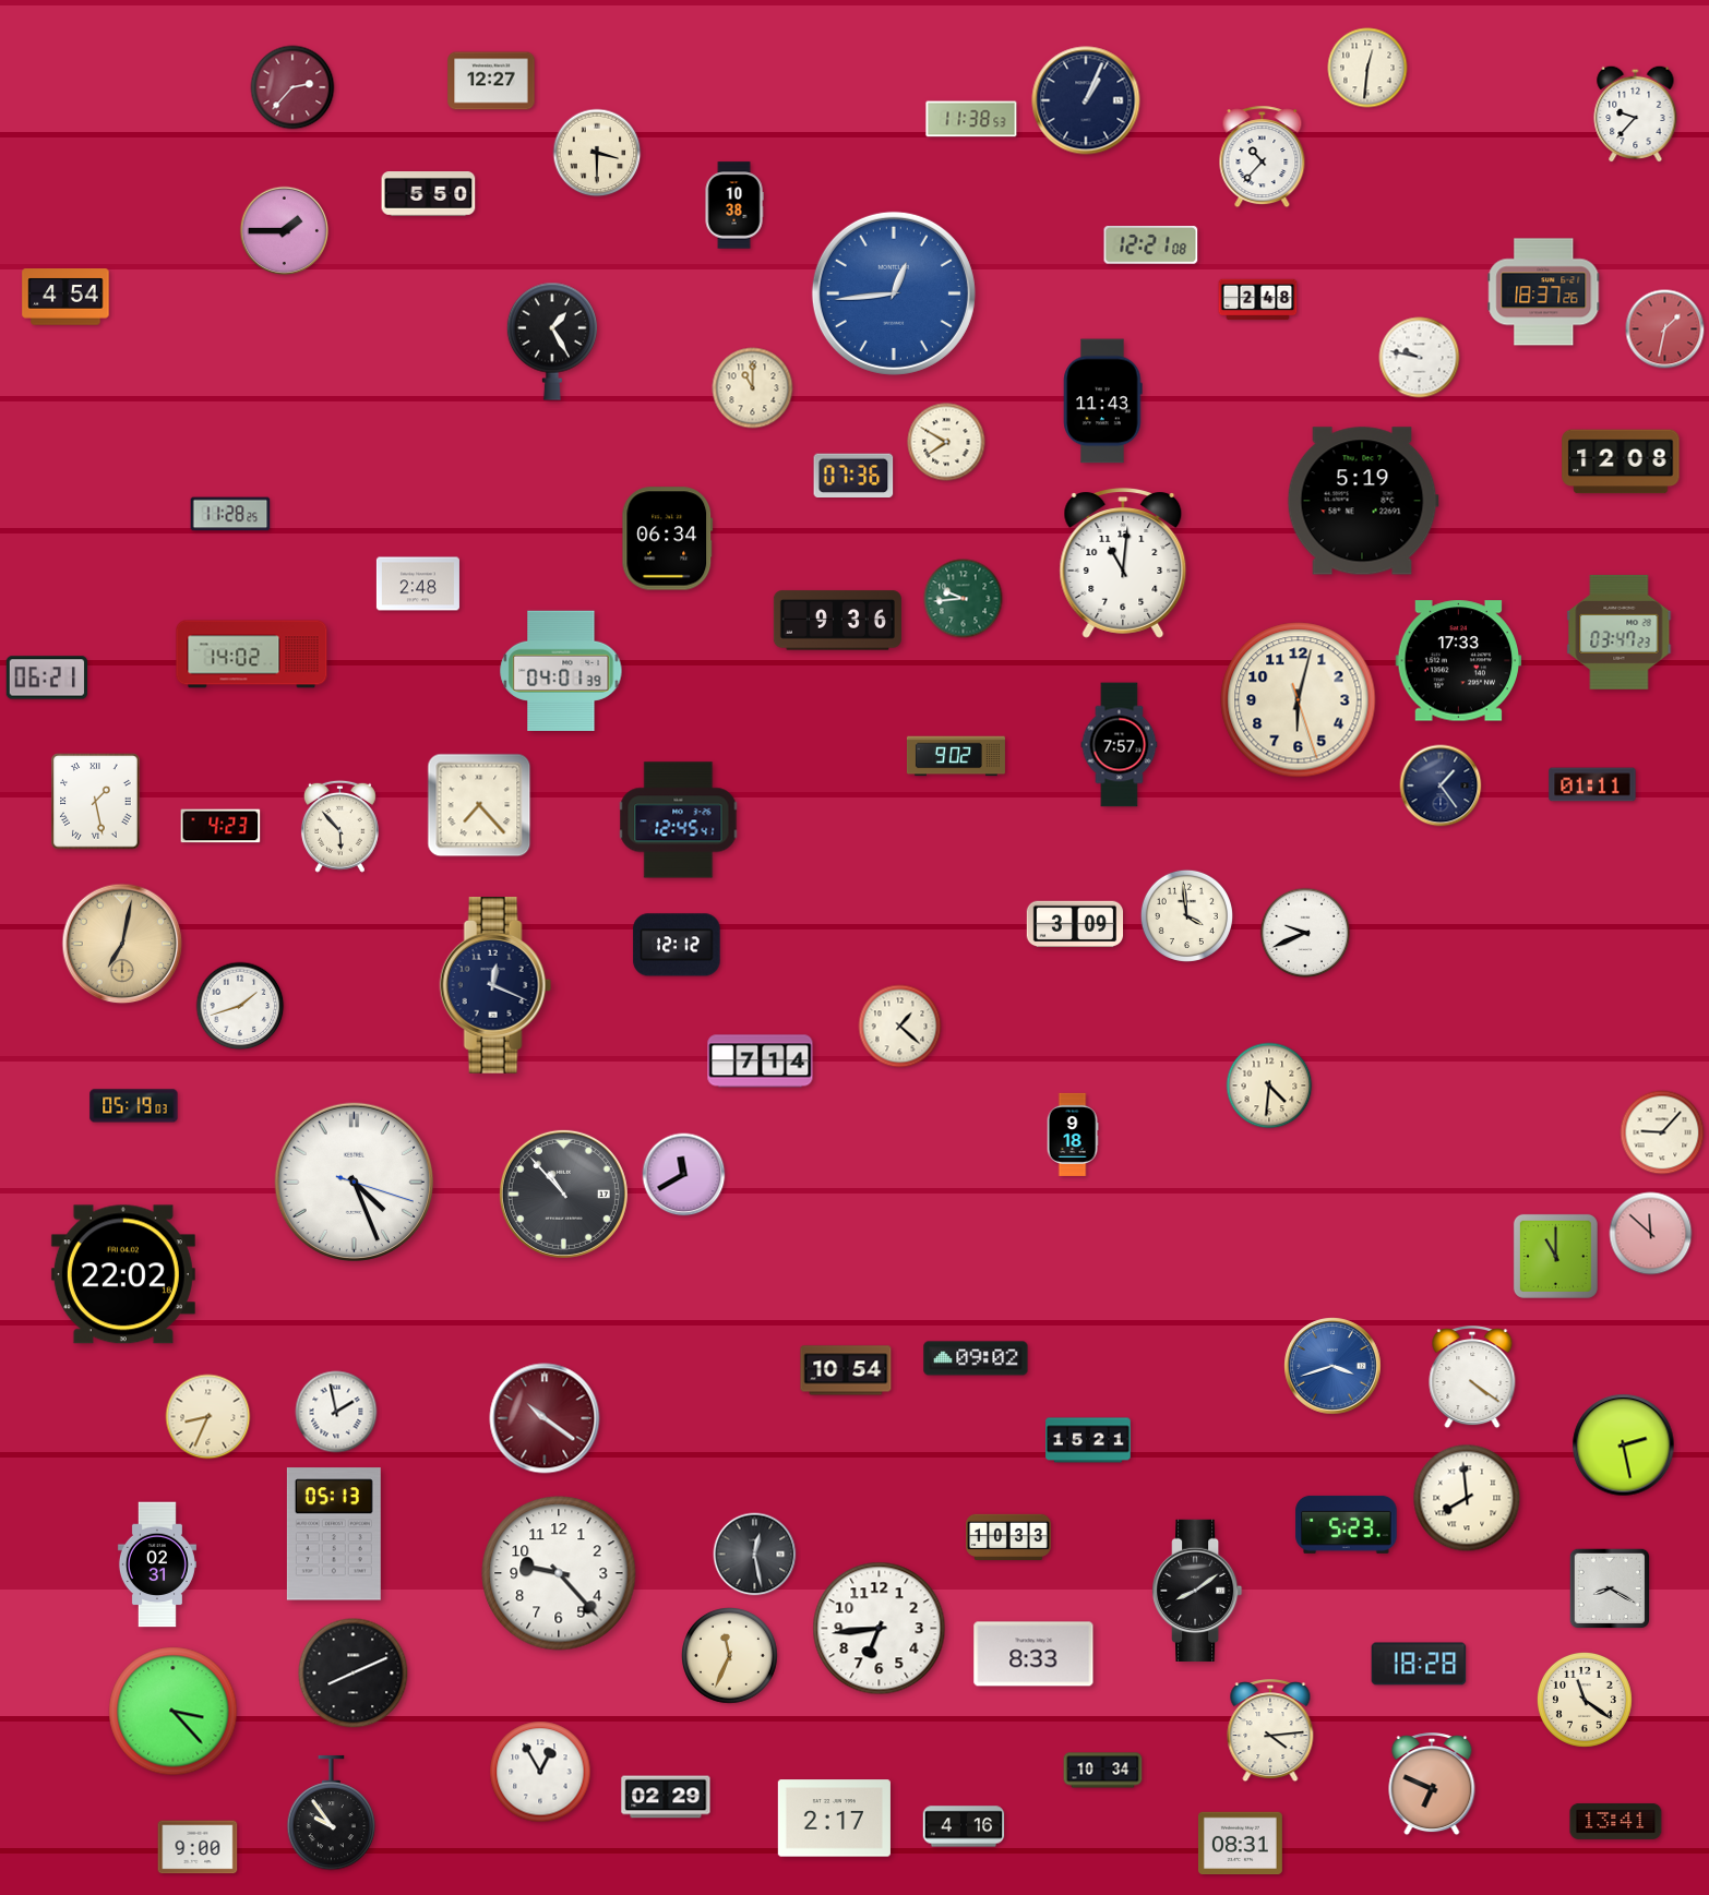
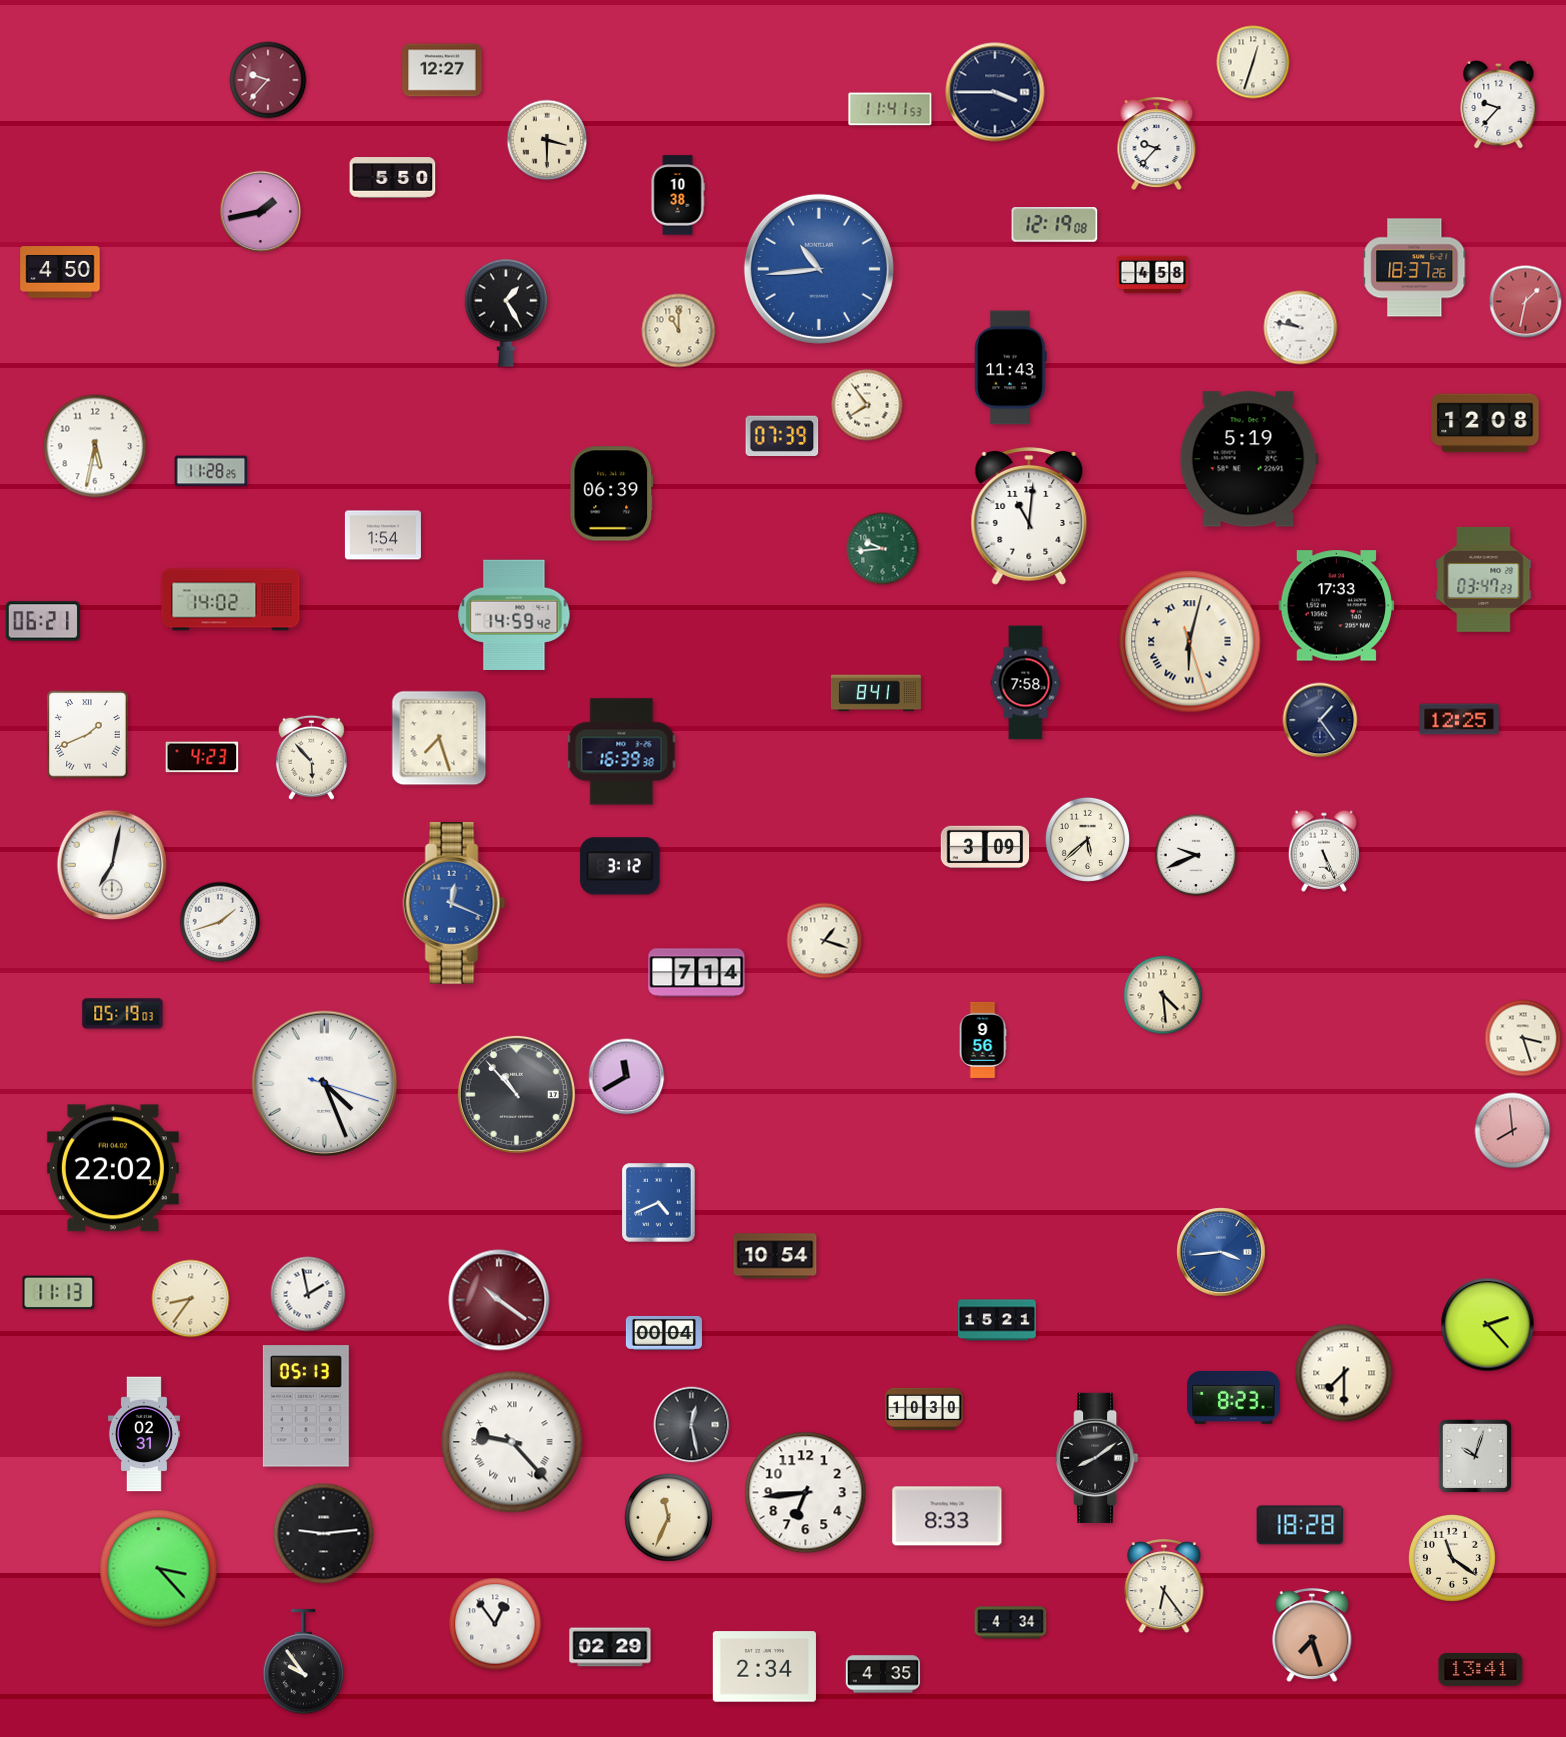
clock at (1367, 68): 12:31 -> 12:33
clock at (491, 81) position: (491, 81) -> (442, 70)
clock at (292, 87): 2:37 -> 9:37
clock at (1086, 100): 1:04 -> 3:45
clock at (971, 119): 11:38 -> 11:41
clock at (1263, 157): 10:37 -> 9:37
clock at (734, 205) position: (734, 205) -> (678, 195)
clock at (284, 230): 1:45 -> 1:43
clock at (1151, 245): 12:21 -> 12:19
clock at (894, 293): 12:44 -> 10:44
clock at (65, 297): 4:54 -> 4:50
clock at (1258, 300): 2:48 -> 4:58
clock at (753, 388) position: (753, 388) -> (679, 331)
clock at (946, 442): 7:50 -> 7:54
clock at (853, 475): 07:36 -> 07:39
clock at (95, 446): none -> 5:32
clock at (668, 539): 06:34 -> 06:39
clock at (418, 584): 2:48 -> 1:54
clock at (837, 621): 9:36 -> none
clock at (561, 670): 04:01 -> 14:59
clock at (1299, 700) numerals: Arabic -> Roman
clock at (1120, 745): 7:57 -> 7:58
clock at (956, 756): 9:02 -> 8:41
clock at (1592, 784): 01:11 -> 12:25
clock at (96, 802): 1:28 -> 1:41
clock at (479, 805): 7:23 -> 7:27
clock at (679, 820): 12:45 -> 16:39
clock at (1186, 915): 3:59 -> 5:38
clock at (1324, 851): none -> 5:26
clock at (122, 944) dial: champagne -> white
clock at (677, 945): 12:12 -> 3:12
clock at (495, 986) dial: navy -> blue
clock at (900, 1027): 1:22 -> 1:18
clock at (1269, 1086): 4:31 -> 4:29
clock at (1662, 1132): 9:07 -> 3:27
clock at (1073, 1135): 9:18 -> 9:56
clock at (1651, 1234): 11:52 -> 7:59
clock at (1555, 1256): 11:00 -> none
clock at (659, 1203): none -> 4:41
clock at (976, 1358): 09:02 -> none
clock at (1332, 1366): 3:42 -> 3:44
clock at (1472, 1378): 4:21 -> none
clock at (59, 1293): none -> 11:13
clock at (208, 1417): 8:34 -> 8:36
clock at (1624, 1446): 2:28 -> 2:23
clock at (664, 1333): none -> 00:04
clock at (1467, 1498): 7:59 -> 7:30
clock at (1347, 1524): 5:23 -> 8:23
clock at (1008, 1536): 10:33 -> 10:30
clock at (559, 1573) numerals: Arabic -> Roman
clock at (1609, 1587): 8:20 -> 10:03
clock at (354, 1674): 8:11 -> 9:14
clock at (1270, 1731): 4:14 -> 6:24
clock at (1103, 1771): 10:34 -> 4:34
clock at (540, 1772): 12:55 -> 12:54
clock at (1432, 1785): 6:49 -> 7:27
clock at (834, 1819): 2:17 -> 2:34
clock at (964, 1826): 4:16 -> 4:35
clock at (1240, 1844): 08:31 -> none
clock at (198, 1847): 9:00 -> none
